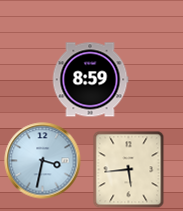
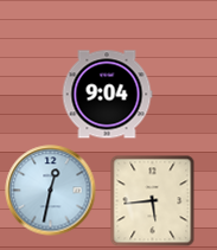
clock at (90, 80): 8:59 -> 9:04
clock at (43, 161): 3:32 -> 12:32
